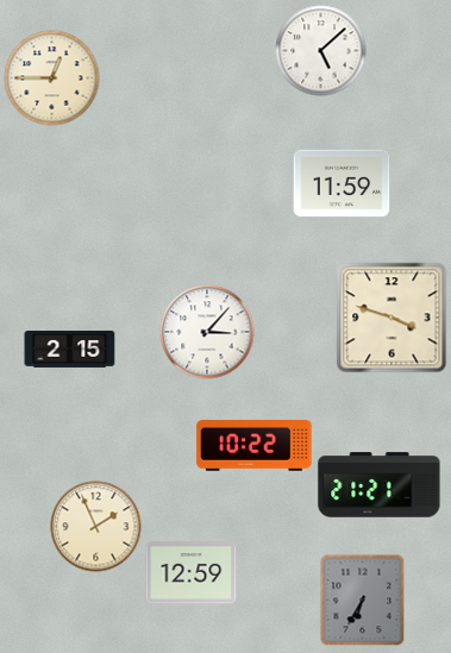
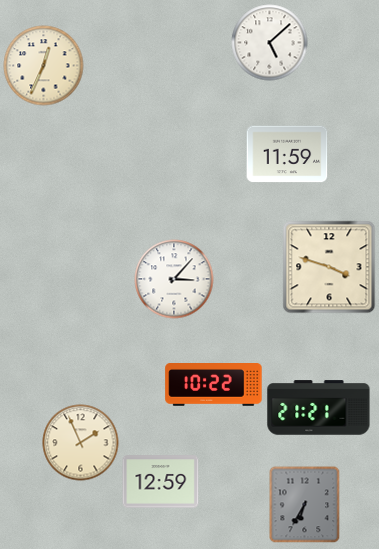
clock at (52, 79): 12:45 -> 12:34
clock at (70, 350): 2:15 -> none
clock at (255, 446) position: (255, 446) -> (214, 385)
